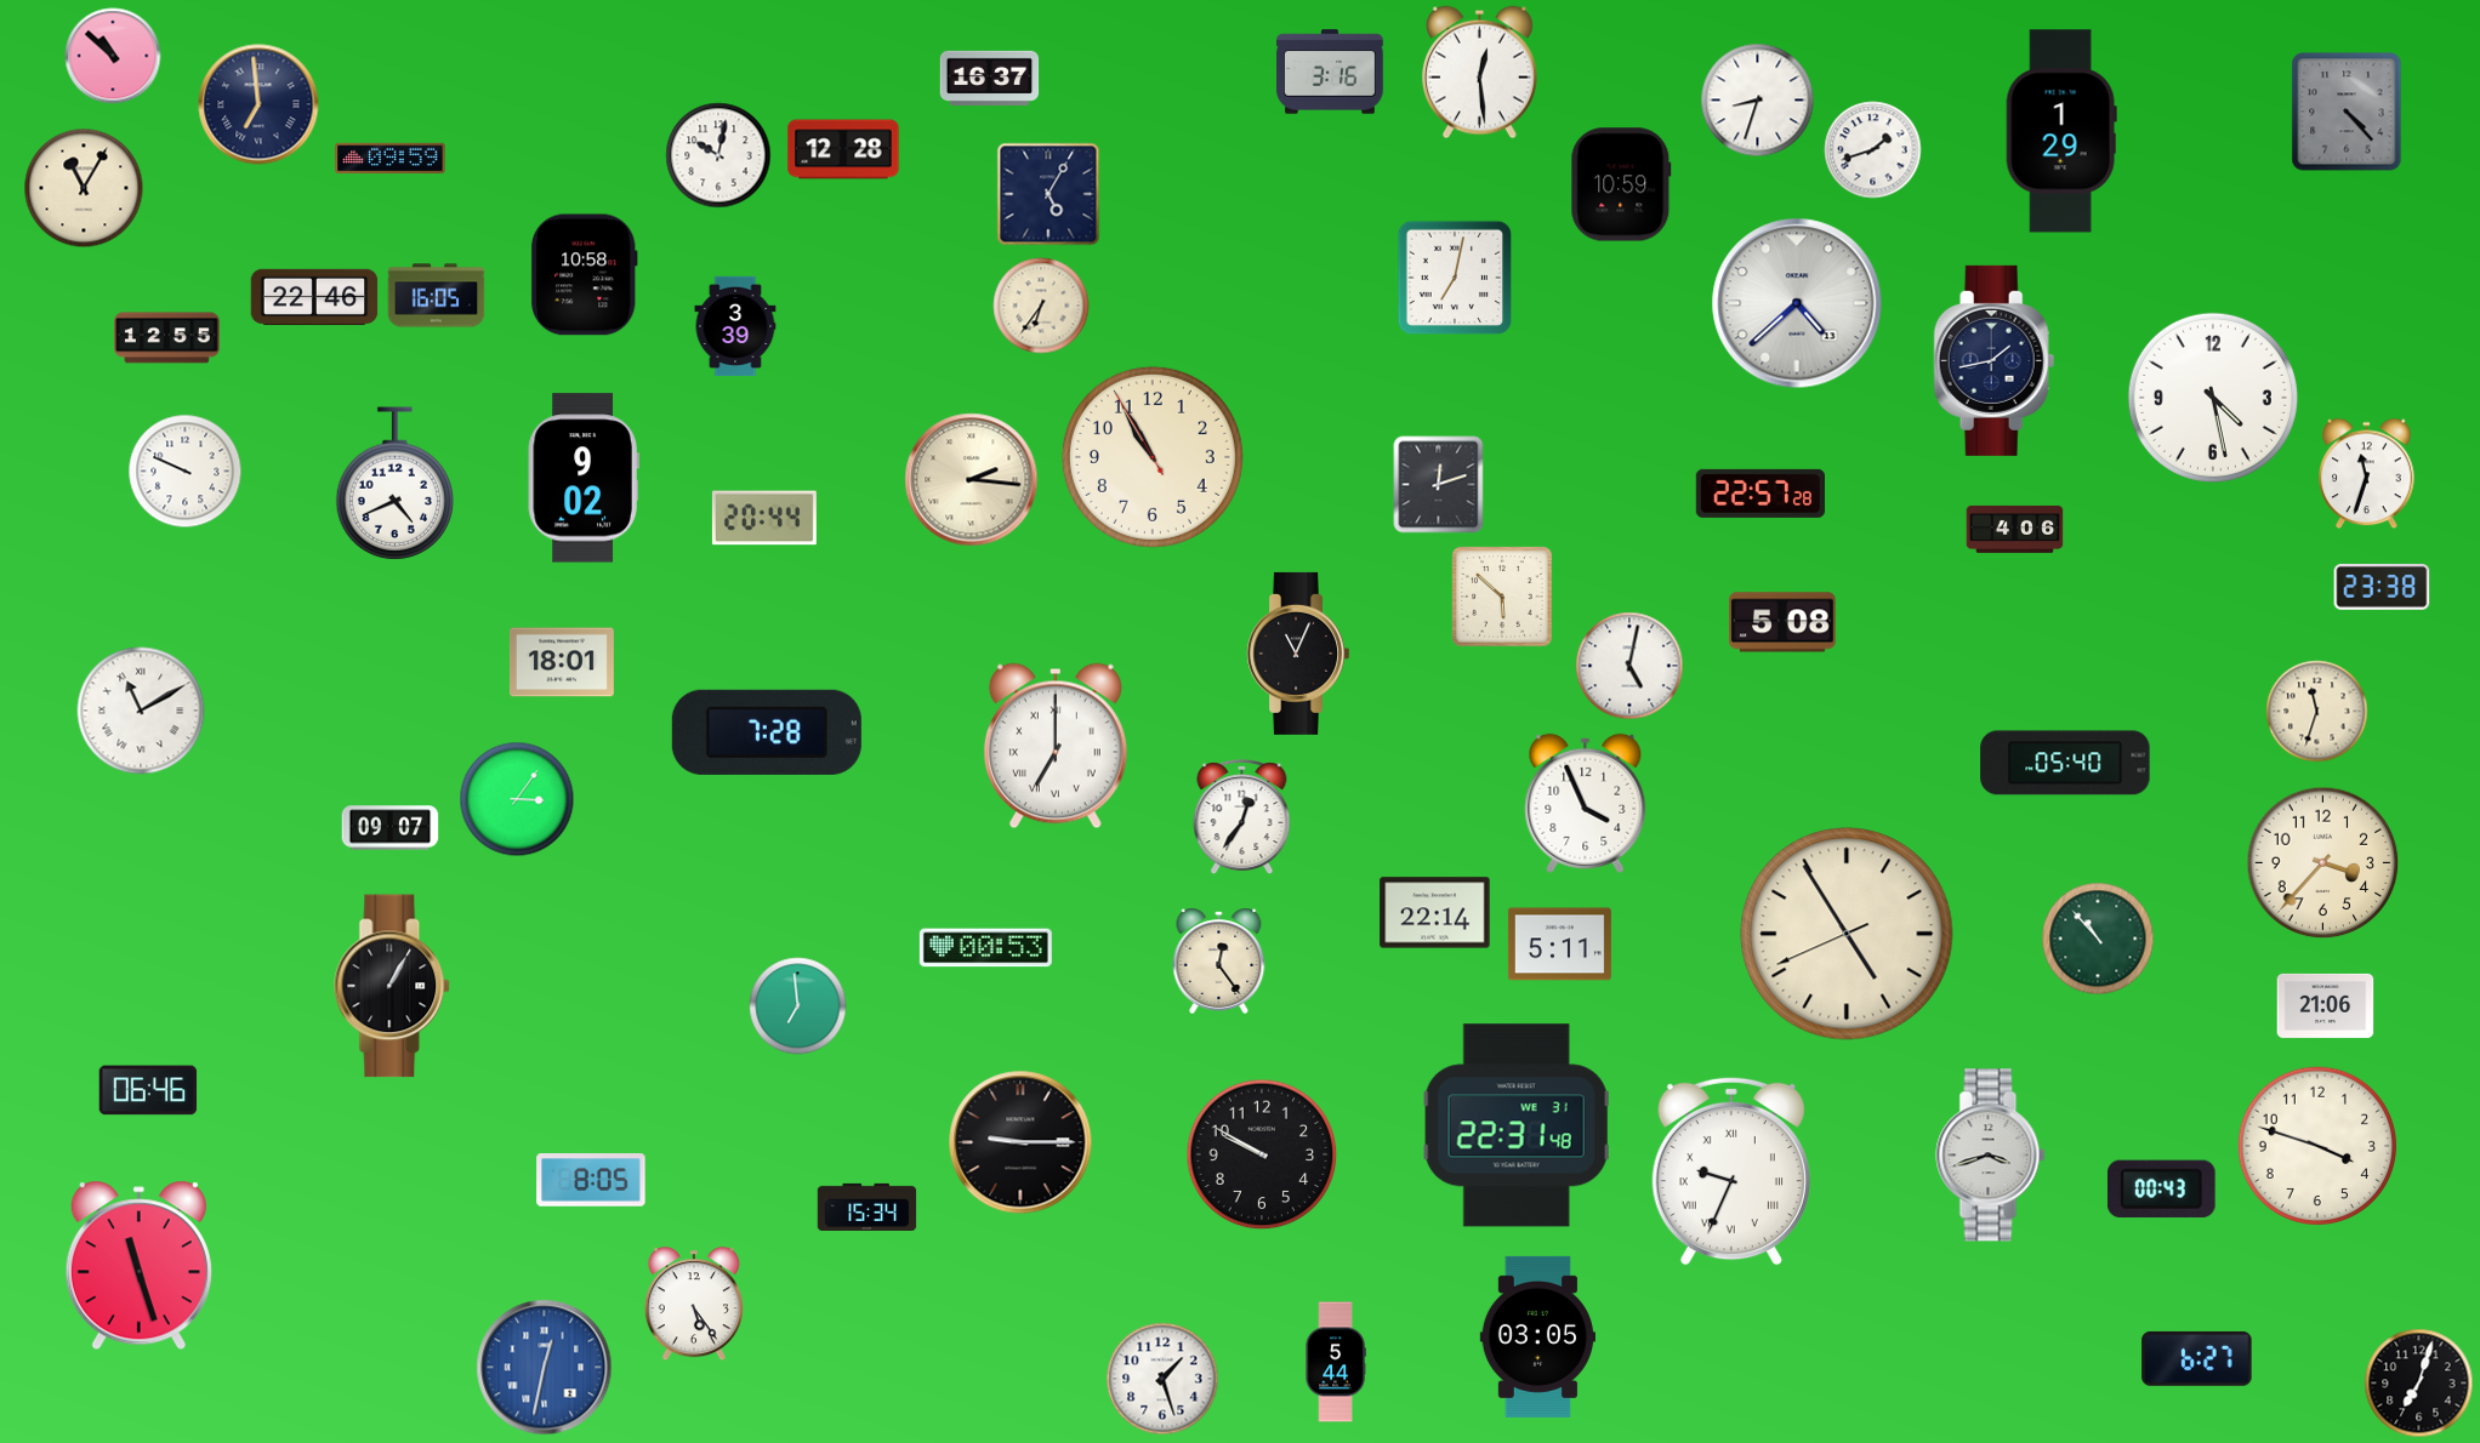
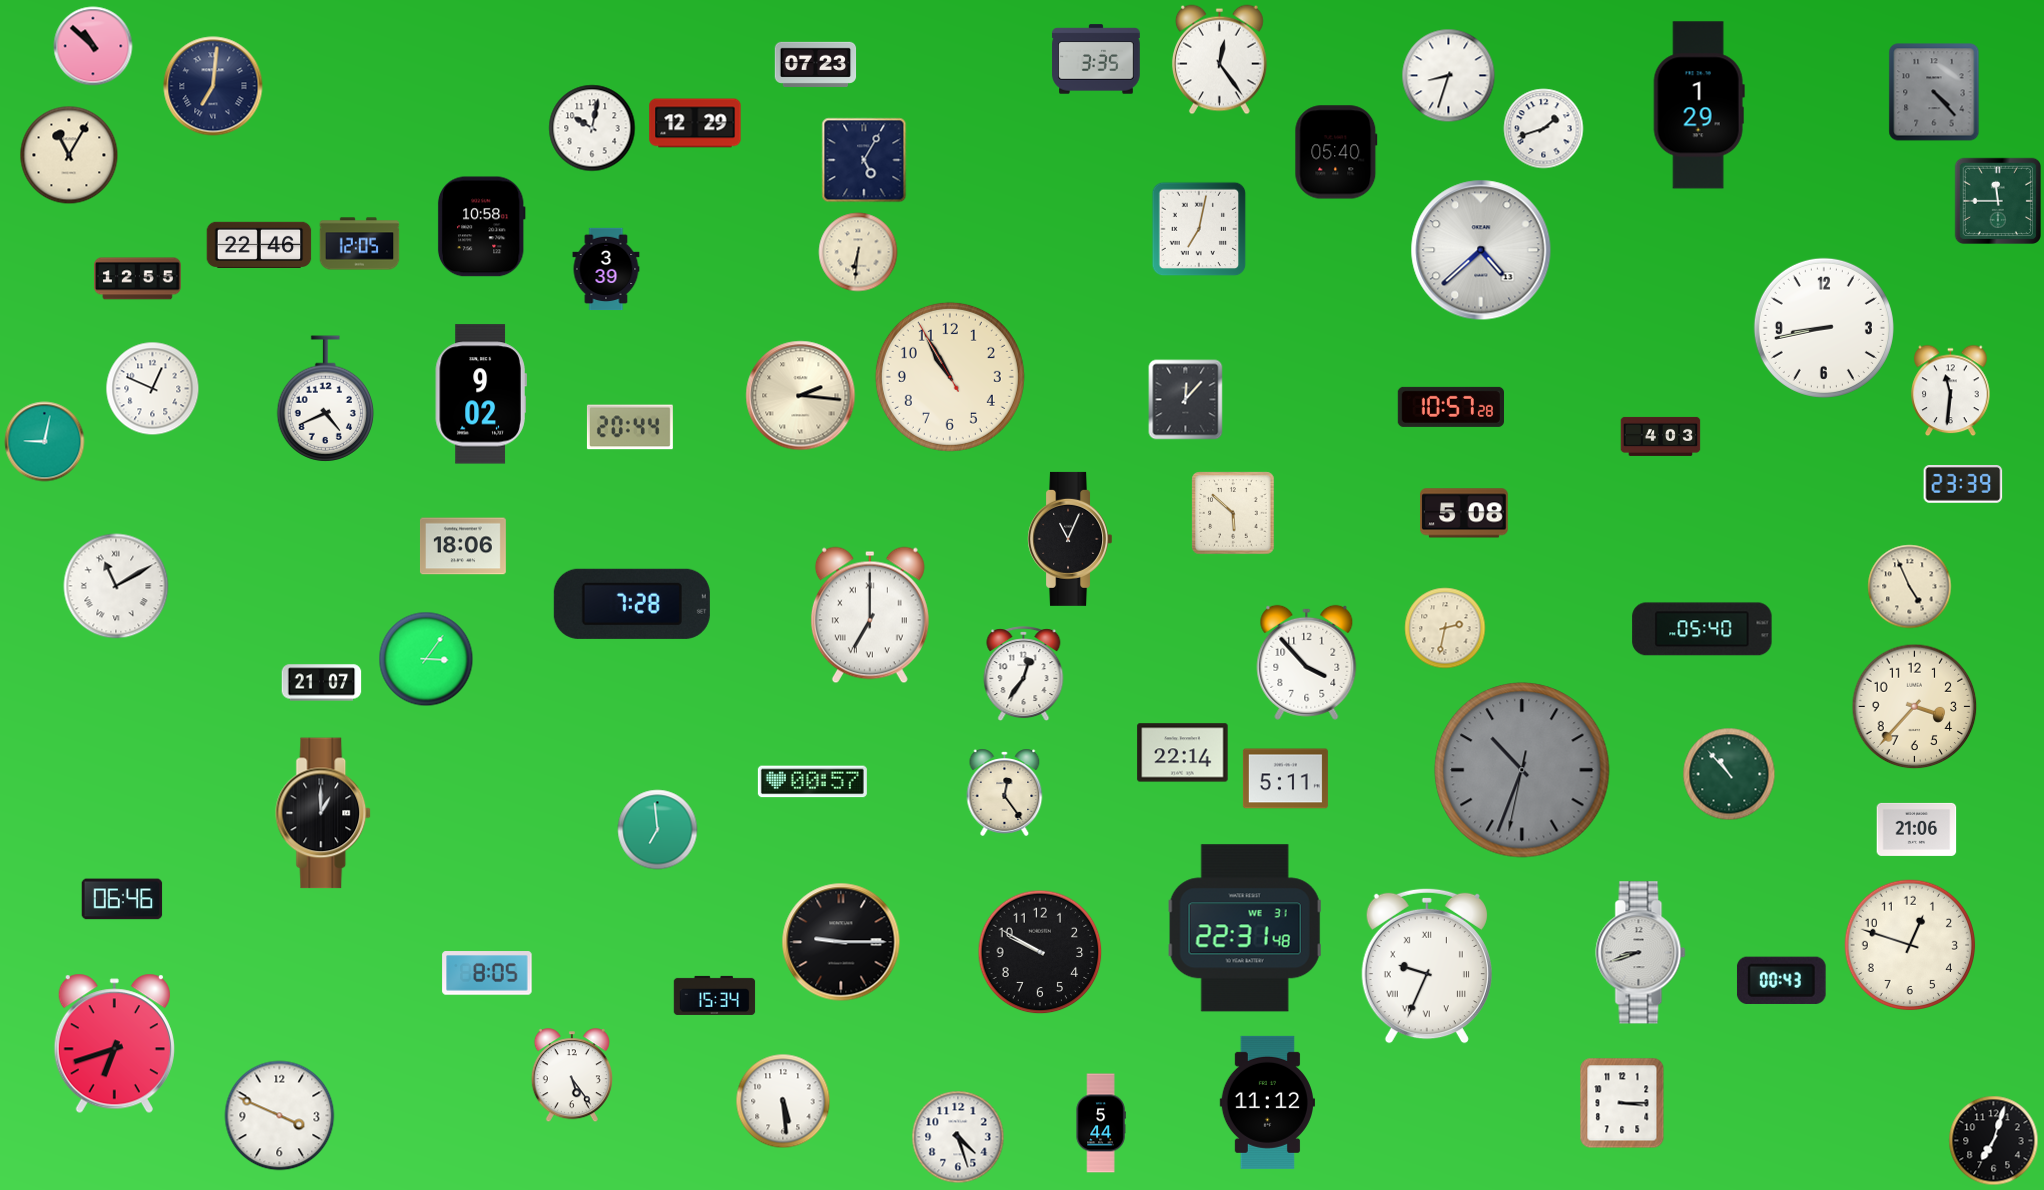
clock at (1330, 72): 3:16 -> 3:35
clock at (1479, 73): 12:29 -> 12:24
clock at (990, 78): 16:37 -> 07:23
clock at (1758, 101) position: (1758, 101) -> (1449, 76)
clock at (258, 104): 6:59 -> 7:01
clock at (2061, 131) position: (2061, 131) -> (1699, 105)
clock at (843, 149): 12:28 -> 12:29
clock at (1873, 150) position: (1873, 150) -> (1544, 129)
clock at (391, 158): 09:59 -> none
clock at (1621, 184): 10:59 -> 05:40
clock at (1997, 200): none -> 11:45
clock at (437, 296): 16:05 -> 12:05
clock at (1041, 306): 6:36 -> 6:31
clock at (1995, 360): 1:43 -> none
clock at (2213, 398): 4:28 -> 8:43
clock at (186, 472): 9:49 -> 12:49
clock at (2367, 474): 11:33 -> 11:31
clock at (1439, 485): 12:12 -> 12:07
clock at (1759, 494): 22:57 -> 10:57
clock at (2015, 529): 4:06 -> 4:03
clock at (45, 442): none -> 9:02
clock at (2382, 588): 23:38 -> 23:39
clock at (1502, 597) position: (1502, 597) -> (1233, 513)
clock at (1782, 622) position: (1782, 622) -> (1464, 513)
clock at (562, 662): 18:01 -> 18:06
clock at (1629, 666): 5:02 -> none
clock at (2317, 712): 11:33 -> 4:56
clock at (1445, 628): none -> 2:32
clock at (1586, 803): 3:56 -> 3:53
clock at (391, 828): 09:07 -> 21:07
clock at (2323, 863) position: (2323, 863) -> (1915, 707)
clock at (1847, 934): 4:54 -> 10:33
clock at (1847, 934) dial: cream -> grey
clock at (985, 948): 00:53 -> 00:57
clock at (393, 986): 1:05 -> 1:00
clock at (1517, 1125) position: (1517, 1125) -> (1245, 928)
clock at (2317, 1146): 3:48 -> 12:48
clock at (1991, 1156): 3:42 -> 8:42
clock at (138, 1266): 11:27 -> 6:42
clock at (783, 1101): none -> 5:29
clock at (1537, 1336): 03:05 -> 11:12
clock at (1622, 1103): none -> 3:15
clock at (280, 1116): none -> 3:49
clock at (2197, 1358): 6:27 -> none
clock at (545, 1368): 12:32 -> none
clock at (1162, 1379): 1:27 -> 4:27
